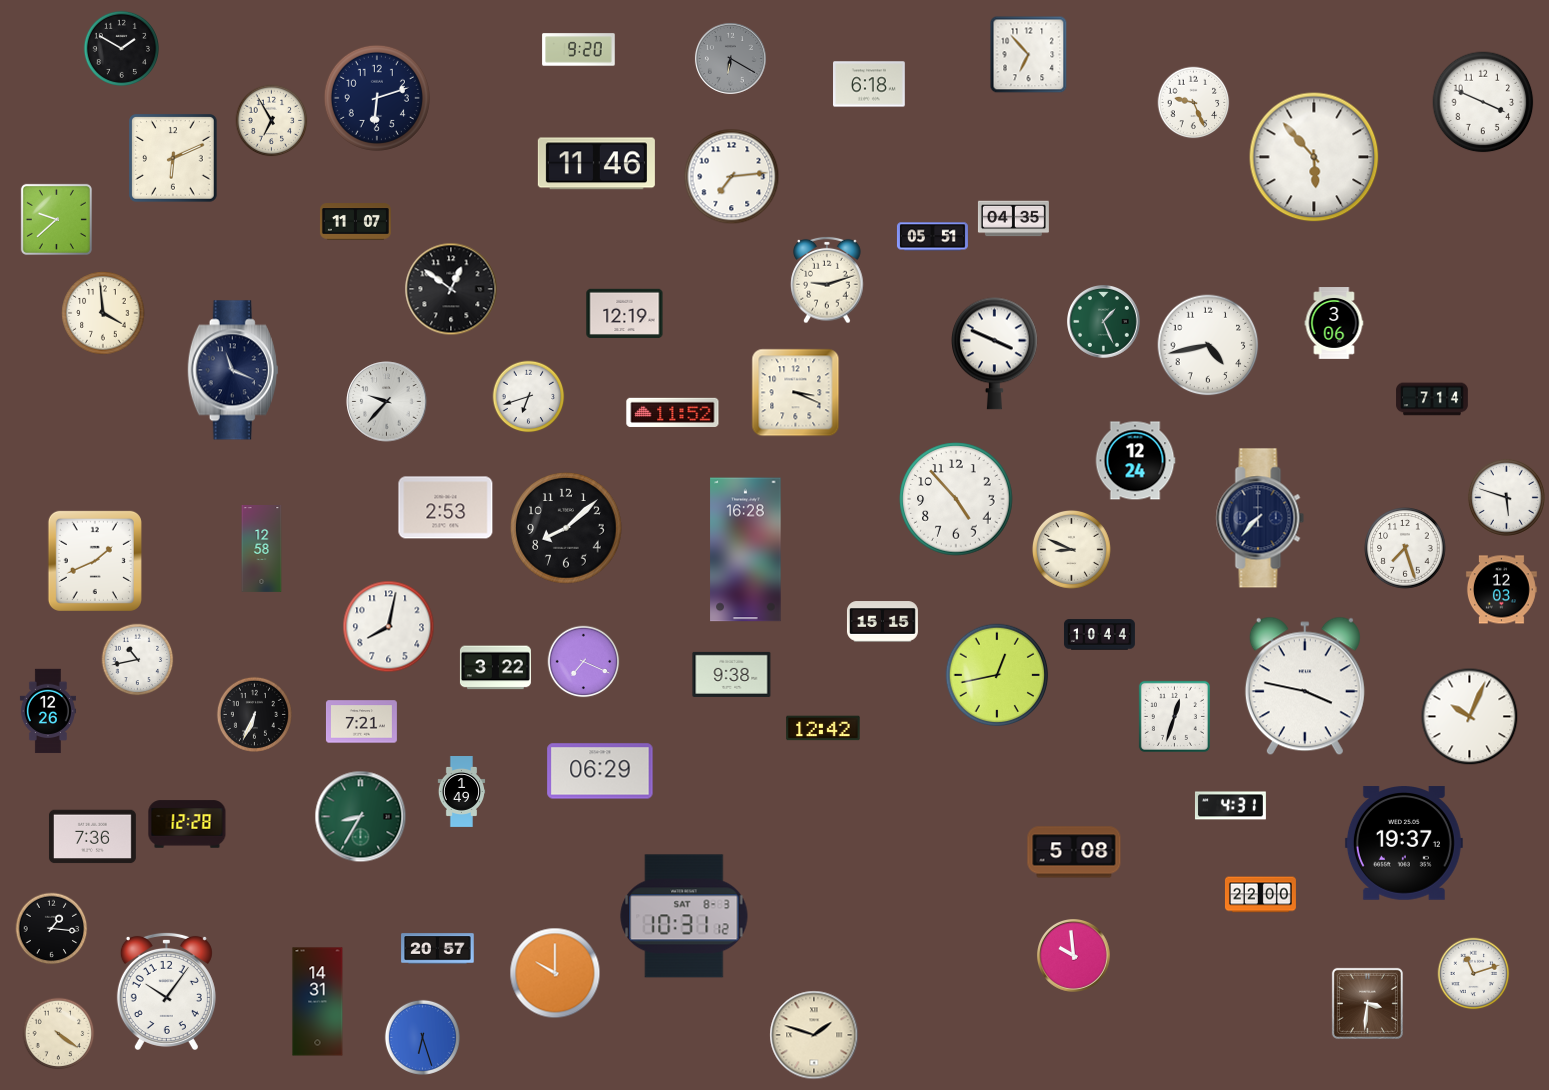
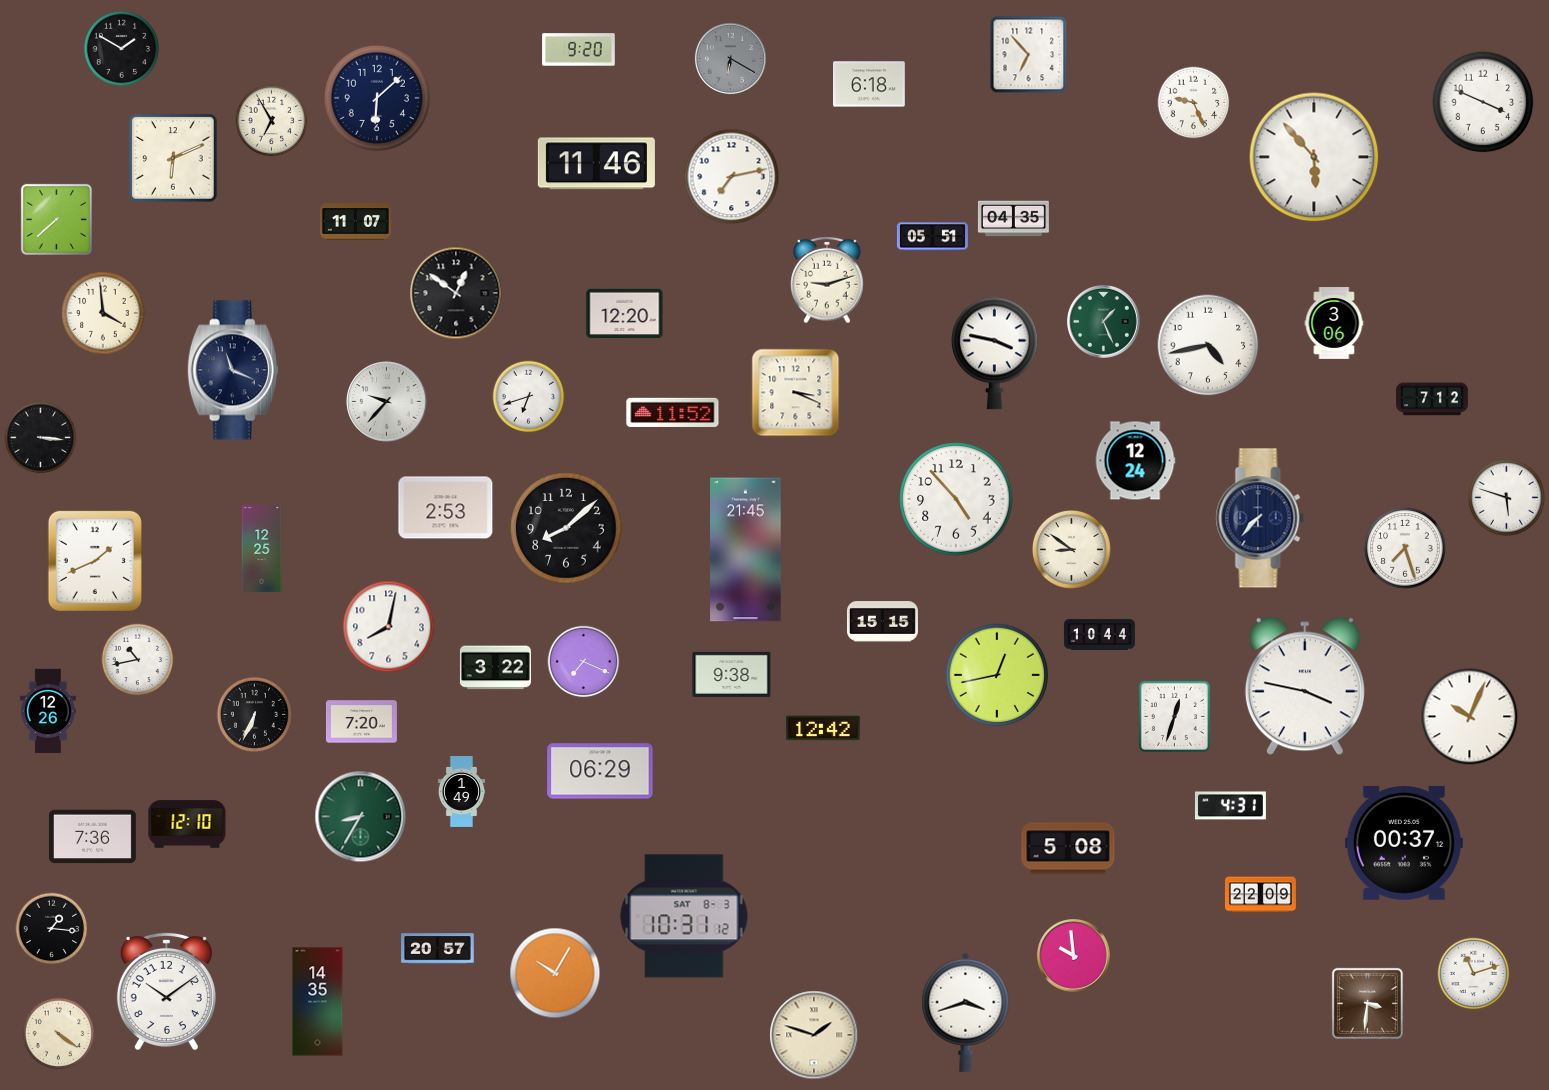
clock at (377, 98): 6:12 -> 6:08
clock at (732, 177): 7:14 -> 7:13
clock at (56, 219): 9:38 -> 7:38
clock at (451, 289) position: (451, 289) -> (456, 293)
clock at (625, 314): 12:19 -> 12:20
clock at (995, 353): 3:49 -> 3:47
clock at (1432, 399): 7:14 -> 7:12
clock at (41, 438): none -> 3:16
clock at (262, 549): 12:58 -> 12:25
clock at (1071, 549): 8:49 -> 8:51
clock at (746, 550): 16:28 -> 21:45
clock at (1501, 590): 12:03 -> none
clock at (361, 722): 7:21 -> 7:20
clock at (187, 824): 12:28 -> 12:10
clock at (1404, 843): 19:37 -> 00:37
clock at (1074, 852) position: (1074, 852) -> (1068, 848)
clock at (1260, 895): 22:00 -> 22:09
clock at (555, 973): 10:00 -> 10:05
clock at (166, 991): 10:06 -> 10:09
clock at (318, 1002): 14:31 -> 14:35
clock at (966, 1012): none -> 3:42
clock at (422, 1037): 6:27 -> none
